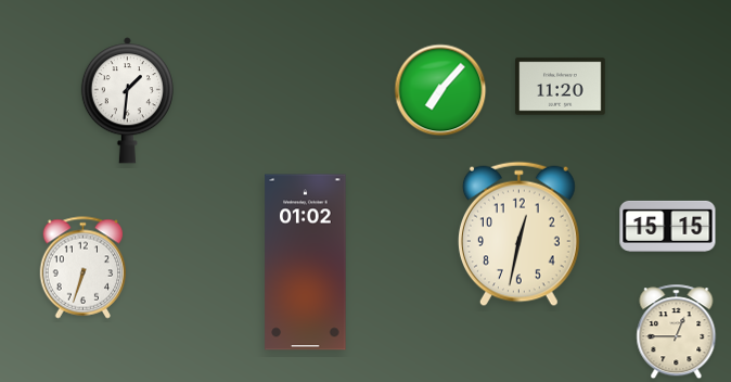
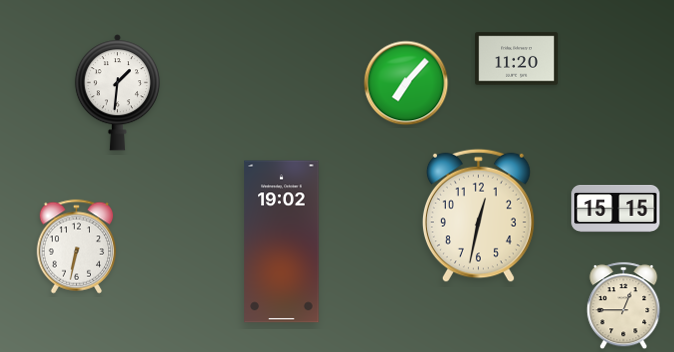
clock at (561, 87) position: (561, 87) -> (517, 59)
clock at (306, 263): 01:02 -> 19:02
clock at (84, 268): 6:33 -> 6:32
